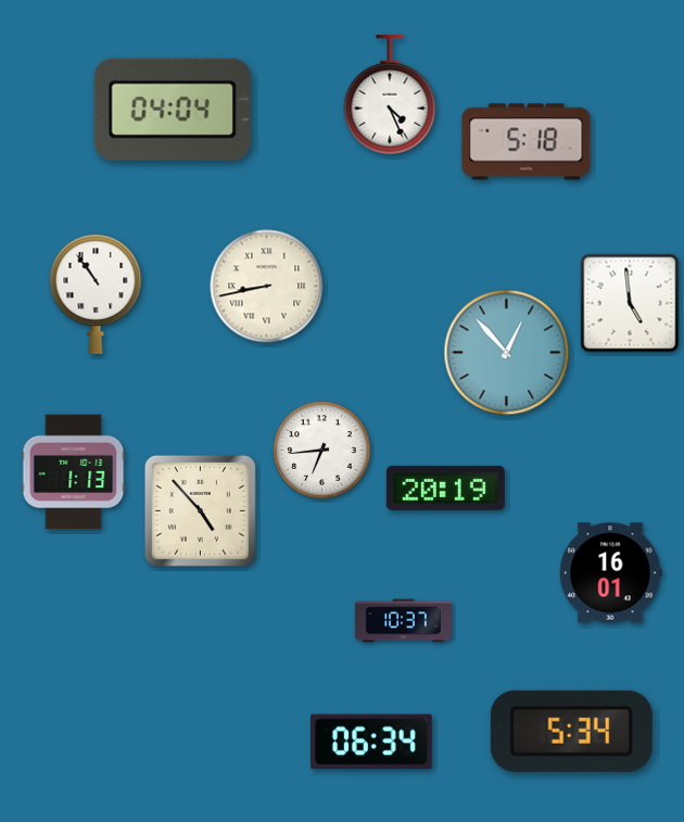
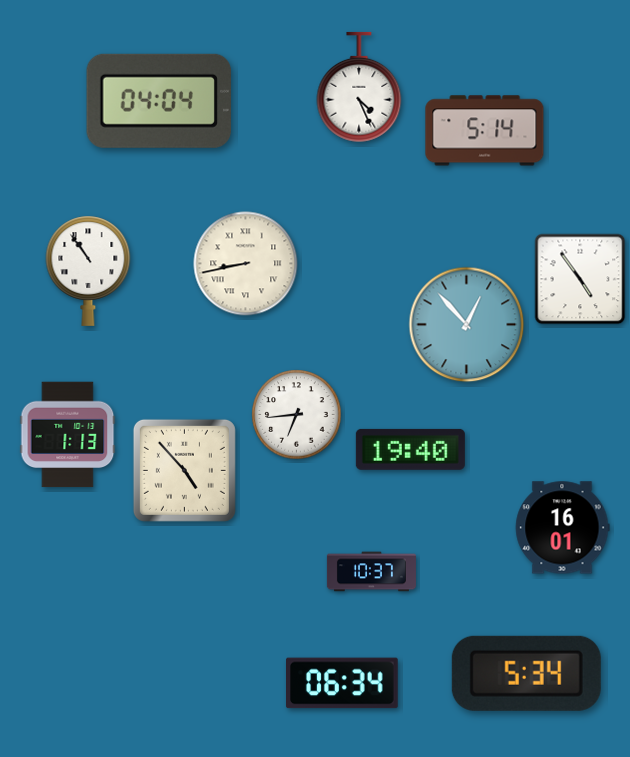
clock at (527, 142): 5:18 -> 5:14
clock at (630, 303): 4:59 -> 4:54
clock at (445, 488): 20:19 -> 19:40
